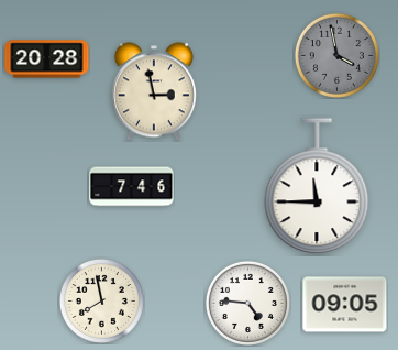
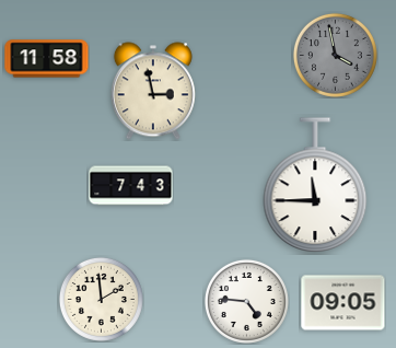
clock at (47, 59): 20:28 -> 11:58
clock at (132, 187): 7:46 -> 7:43
clock at (101, 300): 7:58 -> 1:59
